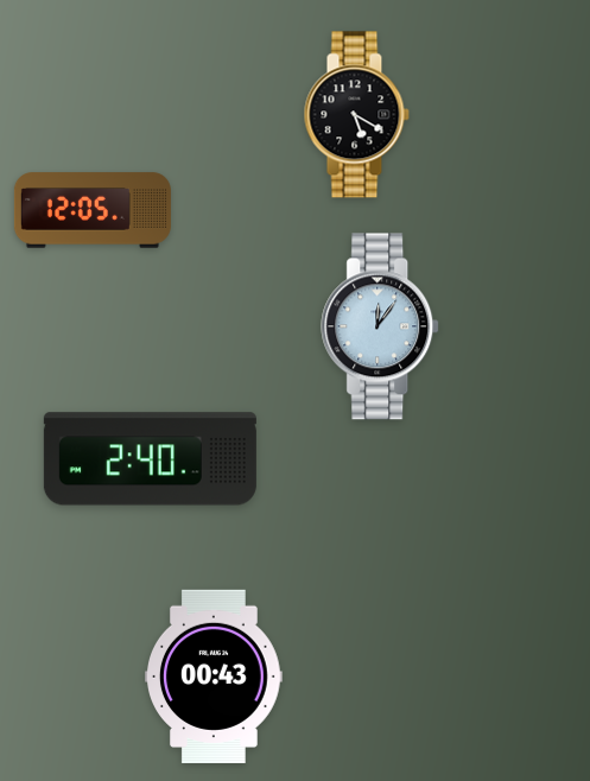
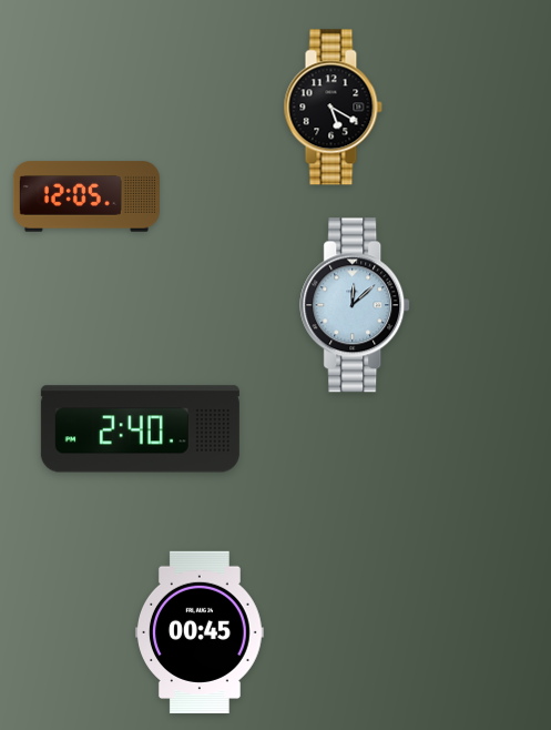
clock at (381, 326): 12:06 -> 12:08
clock at (215, 675): 00:43 -> 00:45
